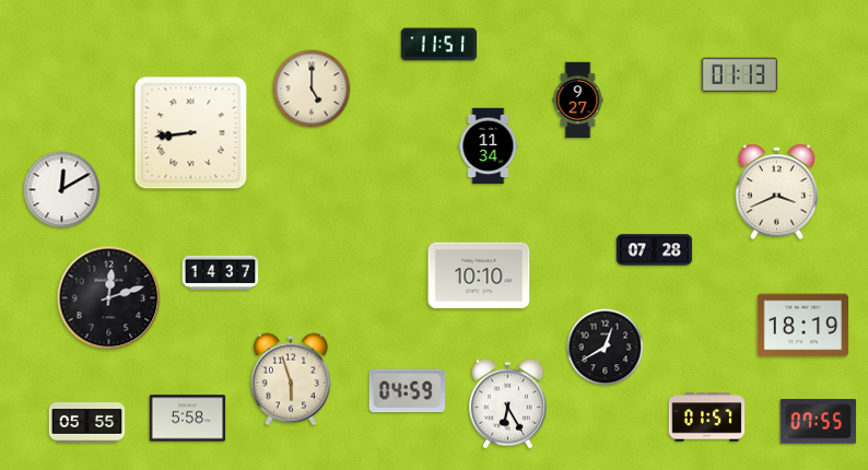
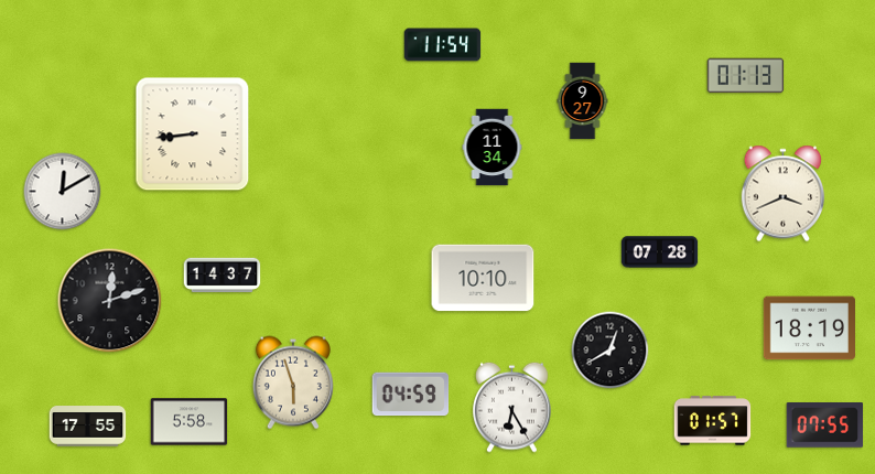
clock at (439, 45): 11:51 -> 11:54
clock at (312, 89): 5:00 -> none
clock at (87, 423): 05:55 -> 17:55
